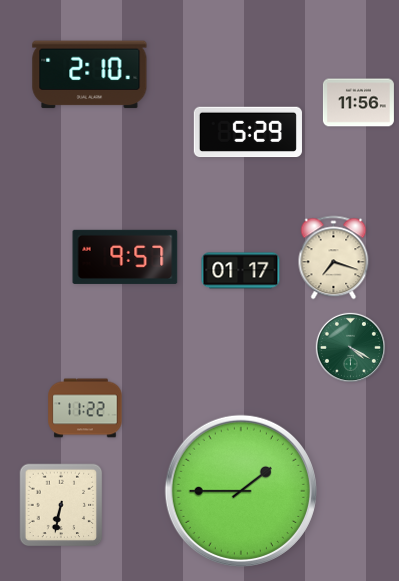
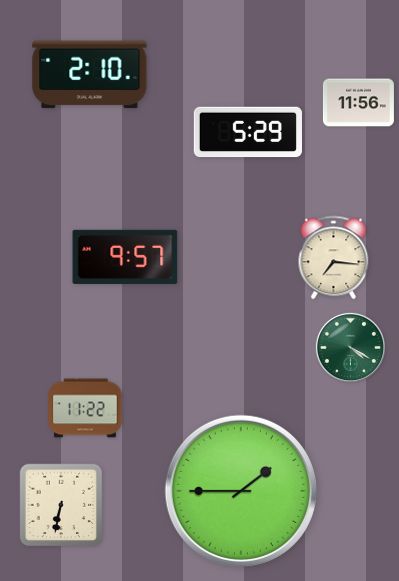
clock at (334, 258): 7:18 -> 7:16
clock at (241, 271): 01:17 -> none
